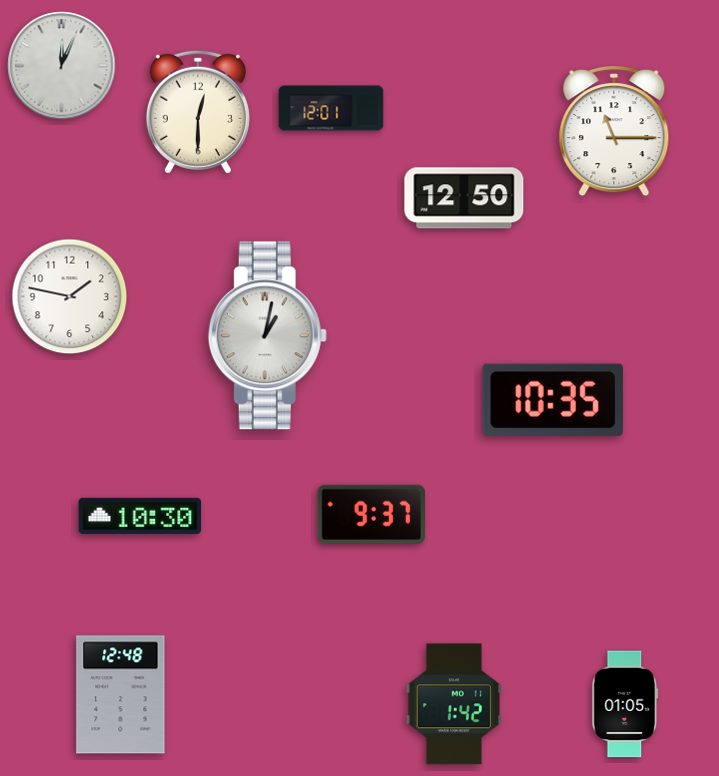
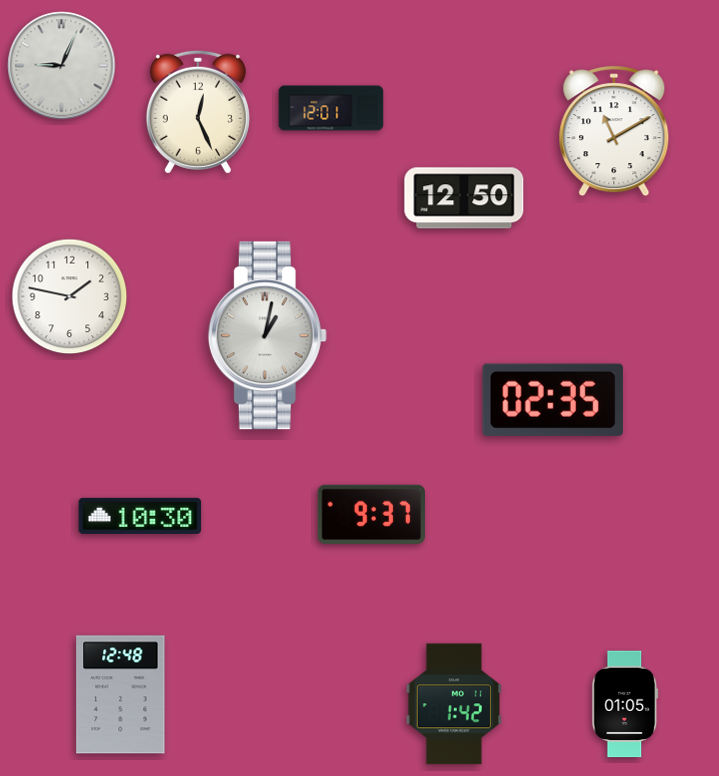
clock at (62, 66): 12:04 -> 9:04
clock at (198, 112): 12:30 -> 12:26
clock at (614, 131): 11:15 -> 11:10
clock at (553, 400): 10:35 -> 02:35
